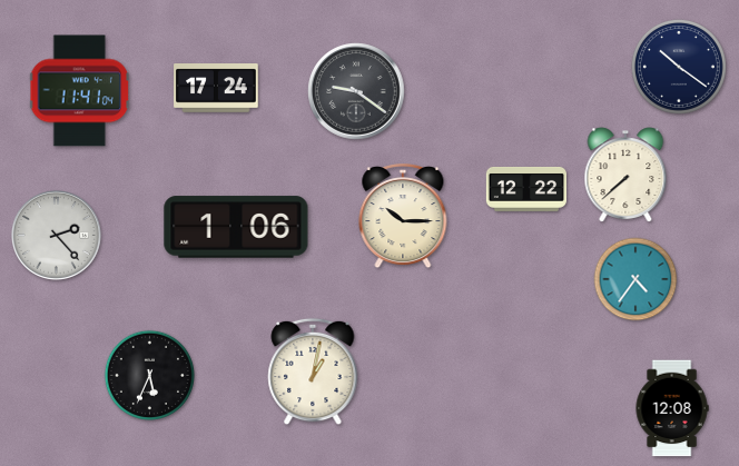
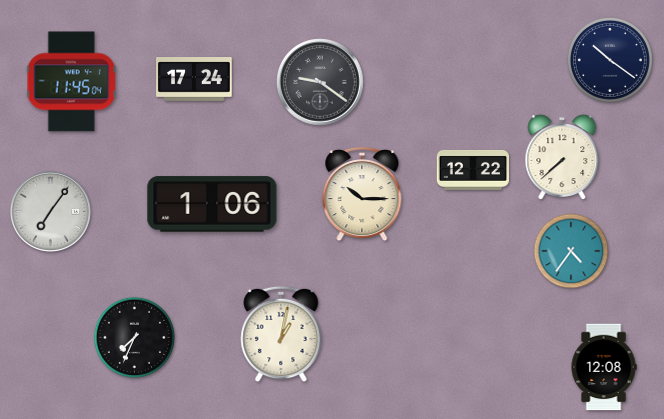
clock at (79, 91): 11:41 -> 11:45
clock at (56, 235): 2:23 -> 7:06
clock at (149, 375): 5:34 -> 7:34
